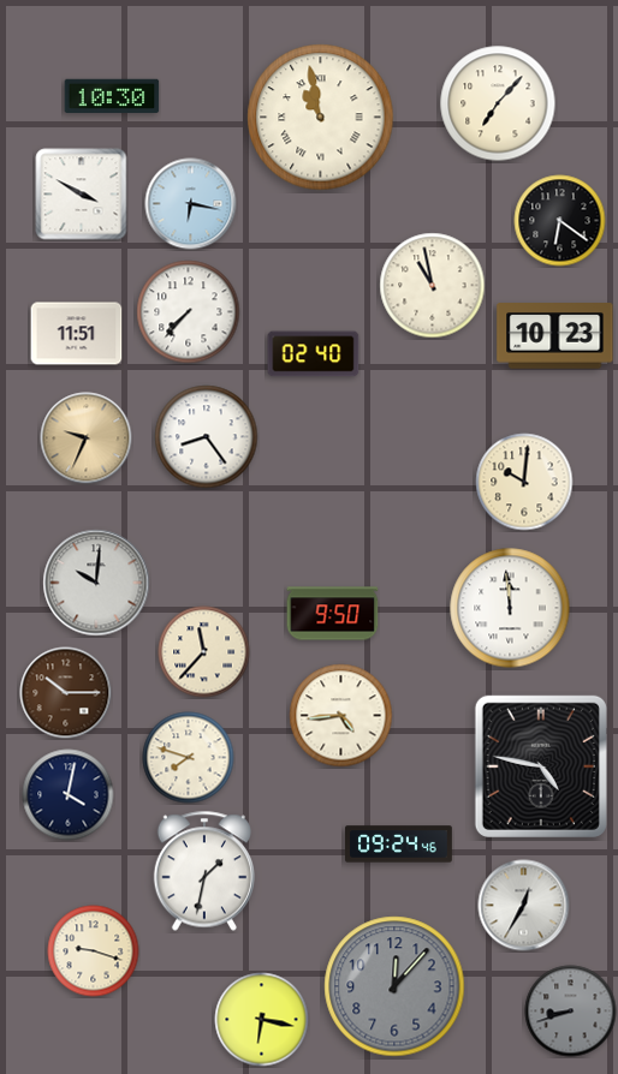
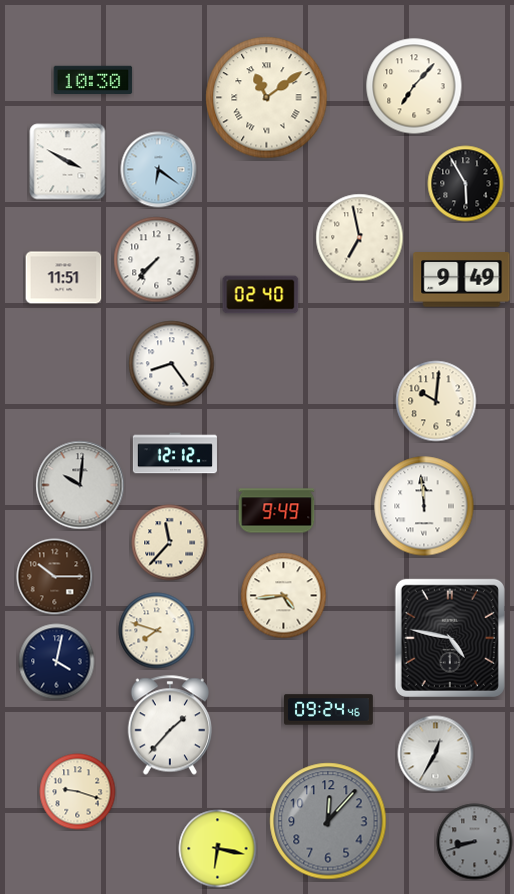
clock at (321, 118): 10:58 -> 11:09
clock at (191, 204): 6:17 -> 6:21
clock at (560, 221): 6:21 -> 5:55
clock at (433, 286): 10:58 -> 6:58
clock at (555, 336): 10:23 -> 9:49
clock at (87, 438): 9:34 -> none
clock at (175, 453): none -> 12:12
clock at (333, 614): 9:50 -> 9:49
clock at (399, 845) position: (399, 845) -> (329, 710)
clock at (203, 871): 1:32 -> 1:37
